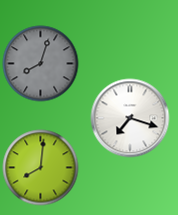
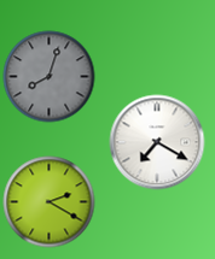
clock at (130, 118): 7:18 -> 7:20
clock at (41, 168): 8:01 -> 2:20
